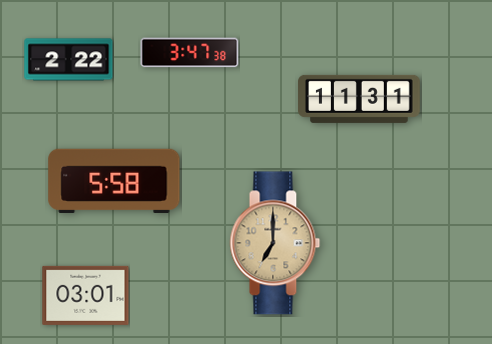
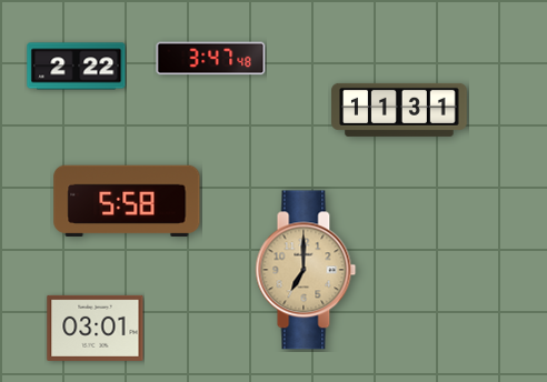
clock at (190, 53): 3:47:38 -> 3:47:48
